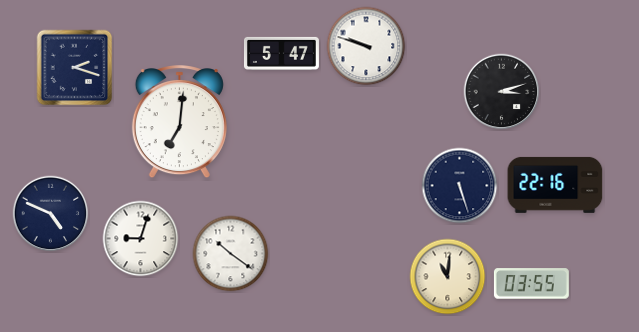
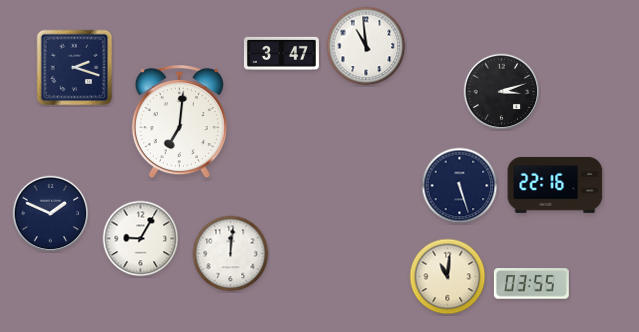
clock at (366, 46): 9:48 -> 10:59
clock at (281, 53): 5:47 -> 3:47
clock at (51, 214): 4:49 -> 1:49
clock at (141, 239): 9:03 -> 9:05
clock at (231, 254): 10:21 -> 12:01
